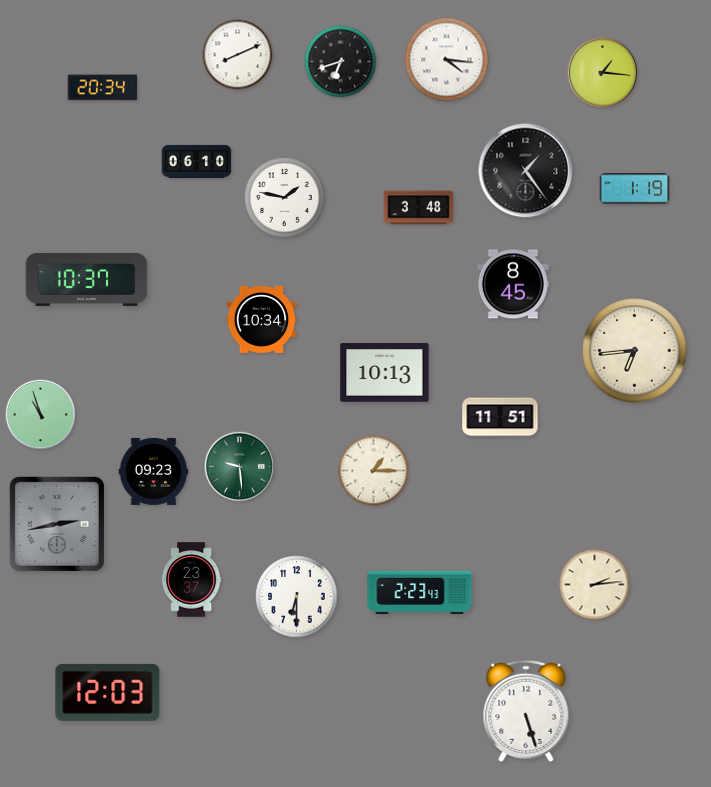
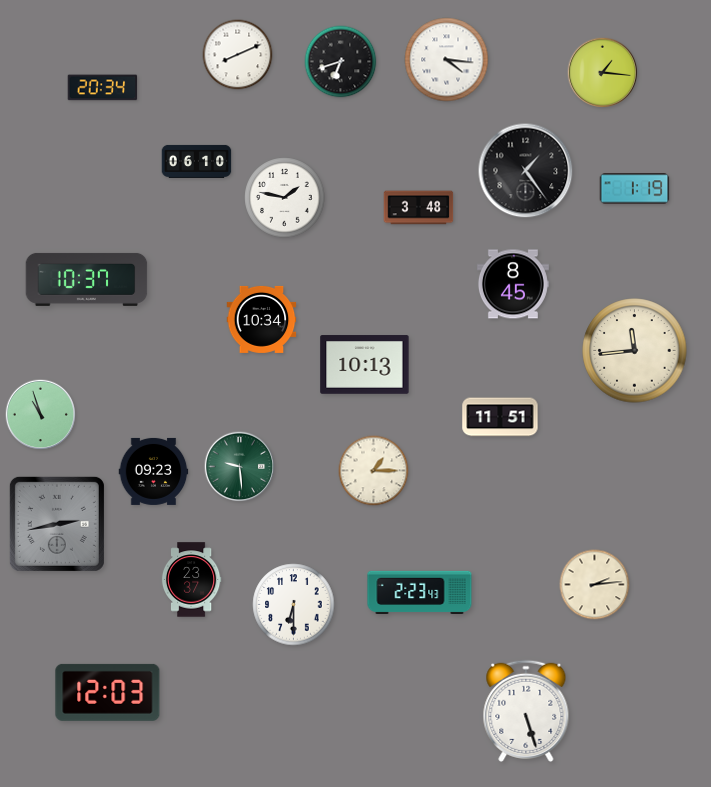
clock at (635, 351): 6:44 -> 11:44
clock at (385, 373) position: (385, 373) -> (365, 365)
clock at (297, 597) position: (297, 597) -> (294, 605)
